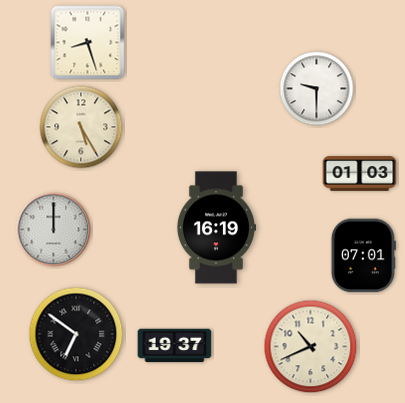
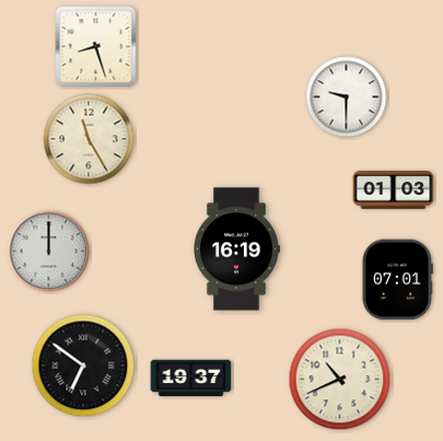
clock at (81, 127): 5:25 -> 11:25
clock at (54, 230) position: (54, 230) -> (49, 252)
